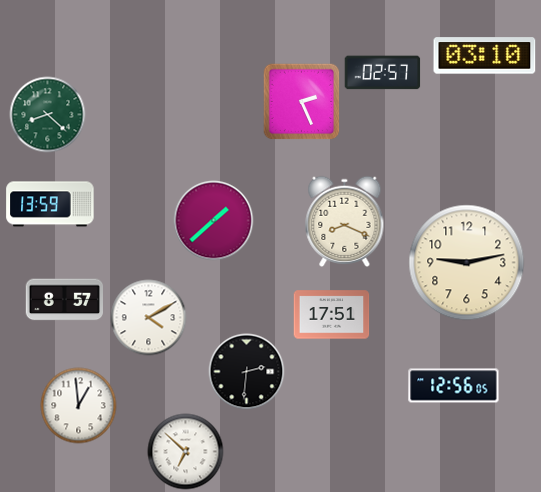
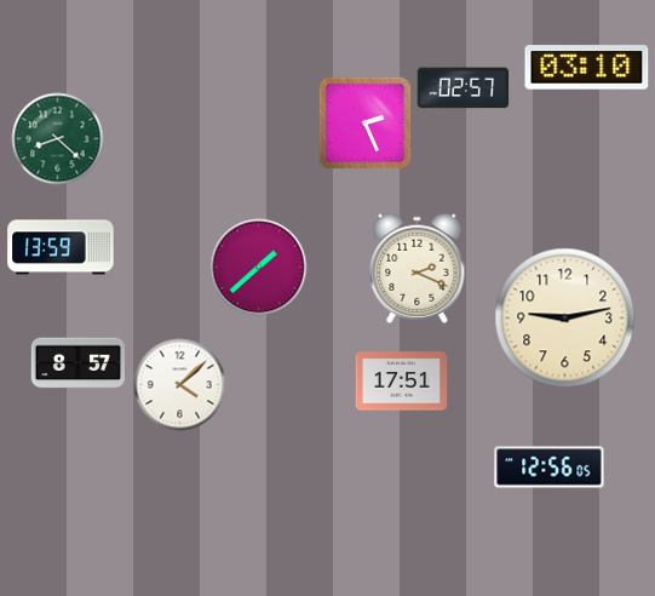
clock at (345, 221): 8:19 -> 2:19
clock at (149, 318): 4:10 -> 4:08
clock at (247, 372): 2:31 -> none
clock at (79, 406): 12:59 -> none
clock at (186, 452): 6:52 -> none
